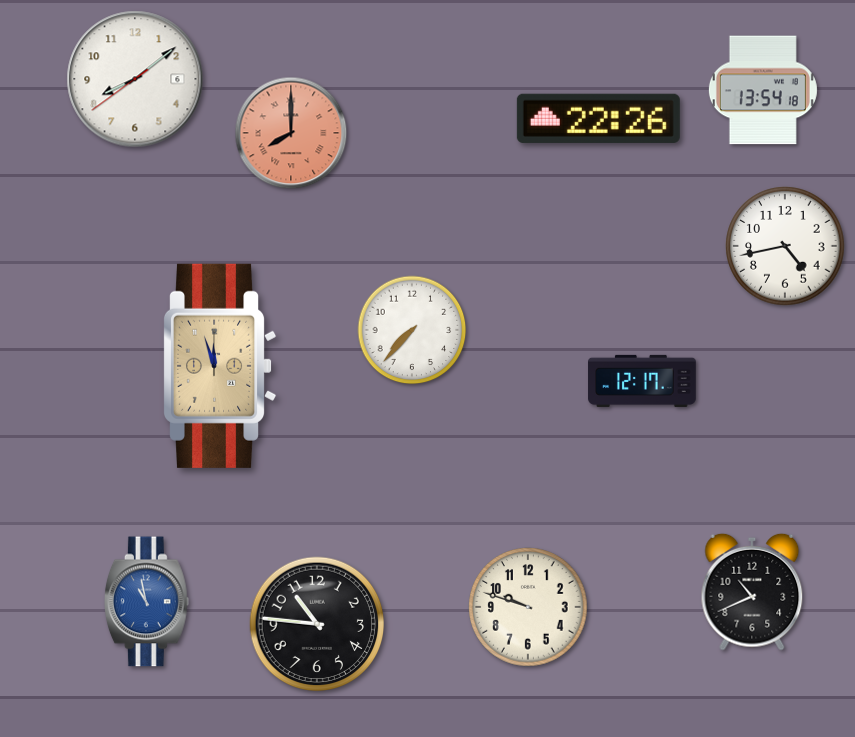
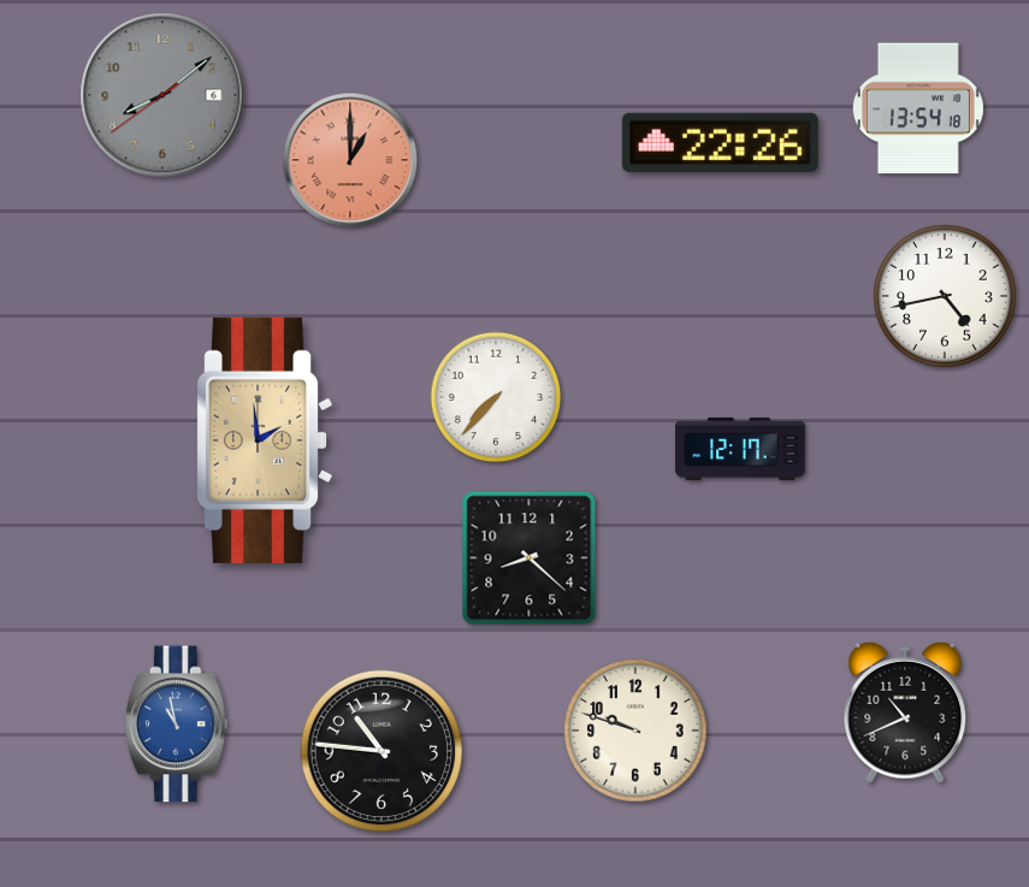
clock at (135, 79) dial: white -> grey
clock at (291, 133): 8:00 -> 1:00
clock at (221, 366): 11:57 -> 1:59
clock at (642, 381) position: (642, 381) -> (740, 449)
clock at (530, 558): none -> 8:22
